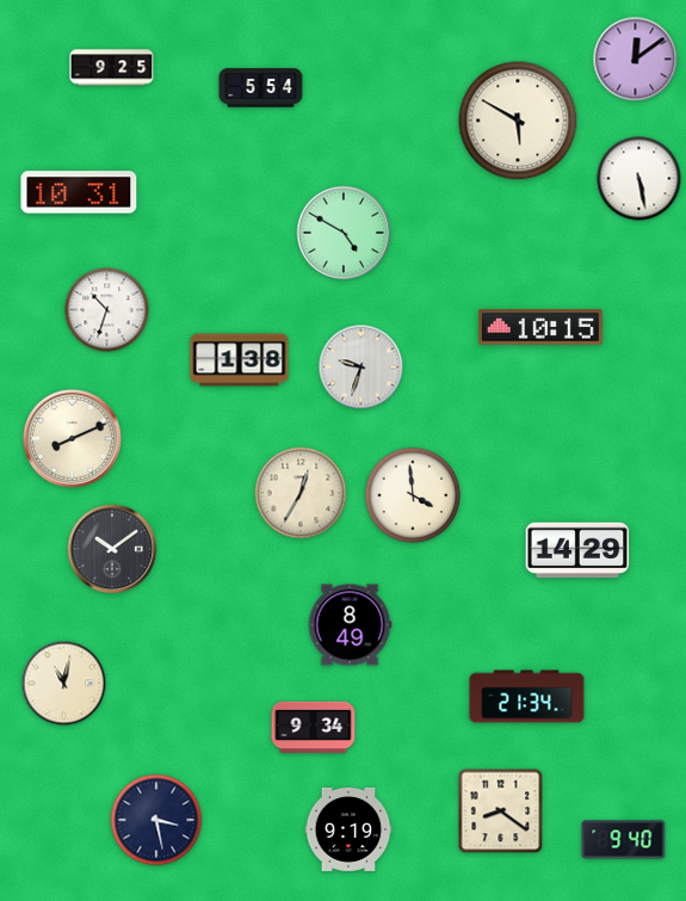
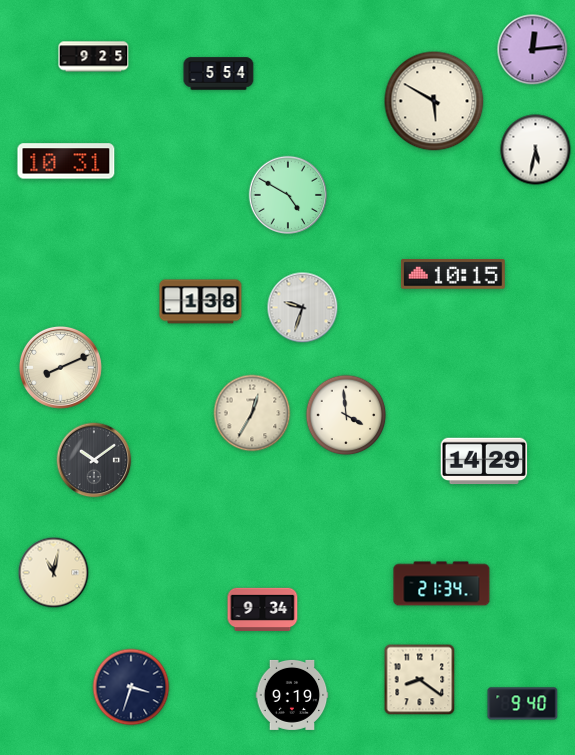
clock at (636, 60): 12:09 -> 12:14
clock at (639, 179): 5:28 -> 5:32
clock at (107, 310): 10:33 -> none
clock at (350, 625): 8:49 -> none
clock at (156, 820): 3:28 -> 3:33
